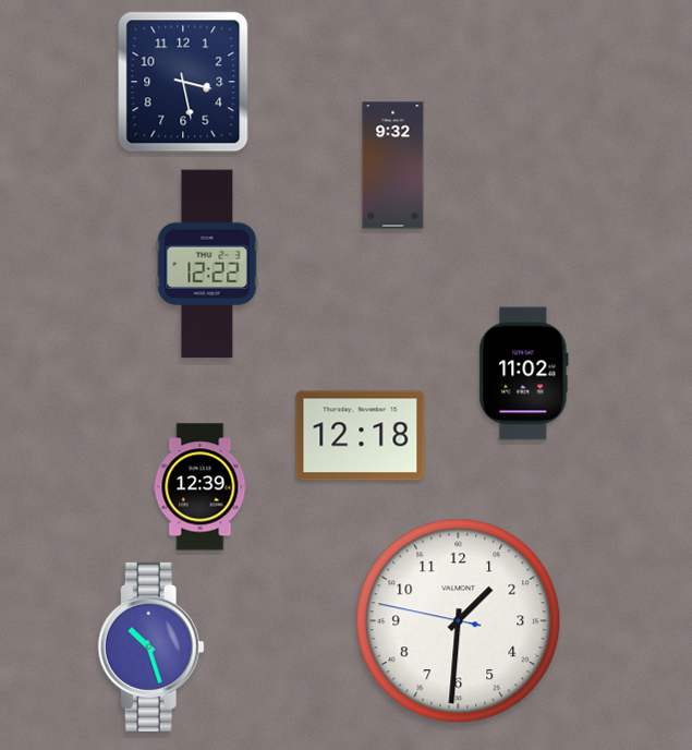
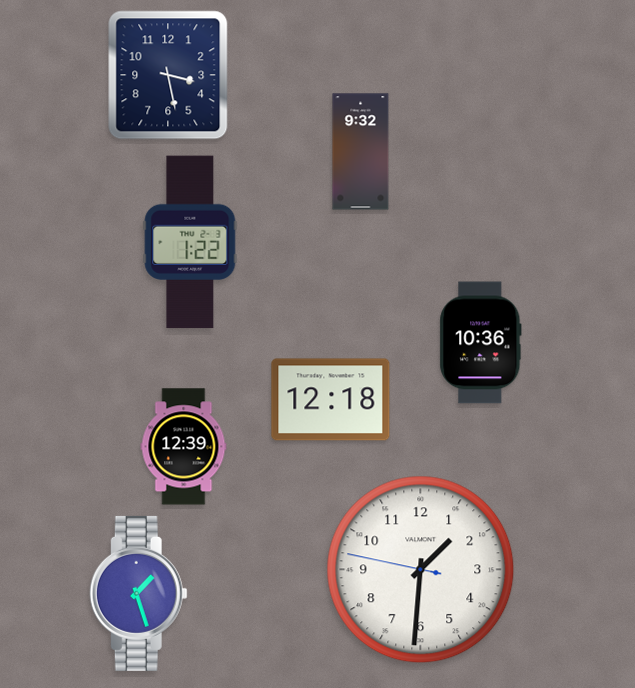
clock at (207, 264): 12:22 -> 1:22
clock at (524, 374): 11:02 -> 10:36
clock at (150, 646): 10:27 -> 1:27
